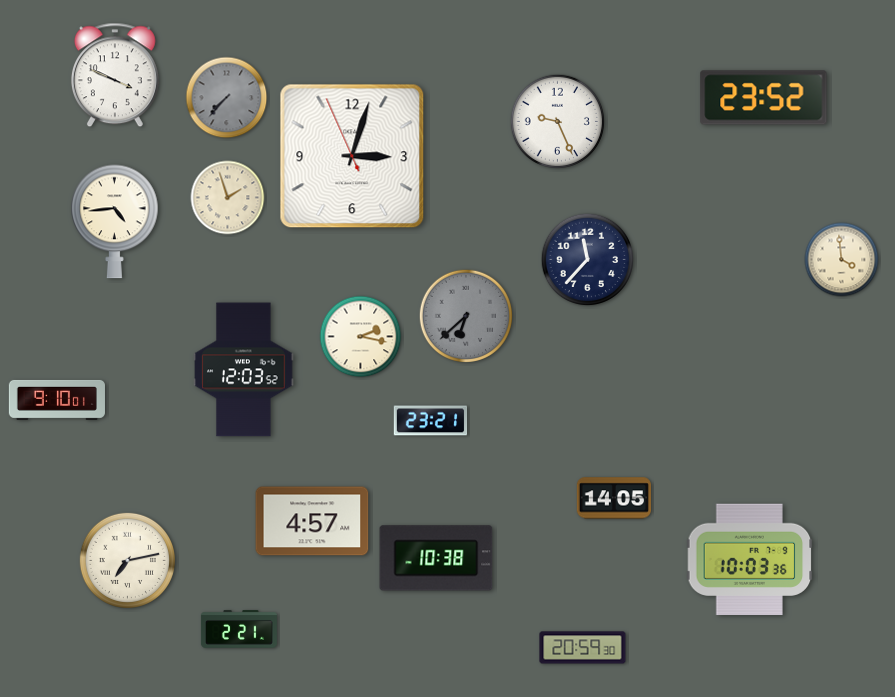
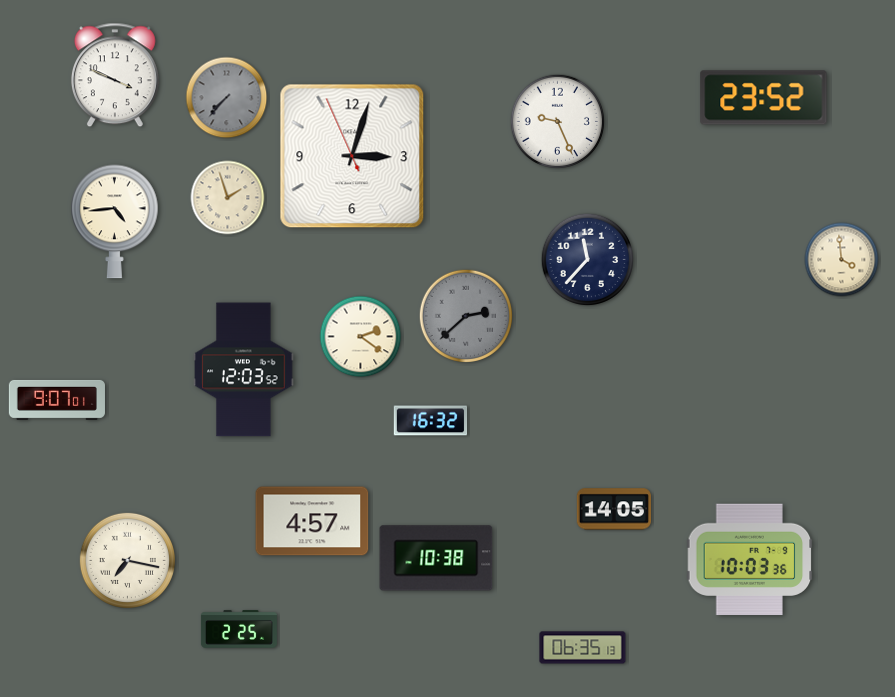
clock at (465, 315): 6:38 -> 2:38
clock at (361, 337): 2:17 -> 2:21
clock at (57, 400): 9:10 -> 9:07
clock at (431, 421): 23:21 -> 16:32
clock at (614, 498) position: (614, 498) -> (614, 509)
clock at (127, 560): 7:13 -> 7:17
clock at (239, 629): 2:21 -> 2:25
clock at (583, 648): 20:59 -> 06:35
